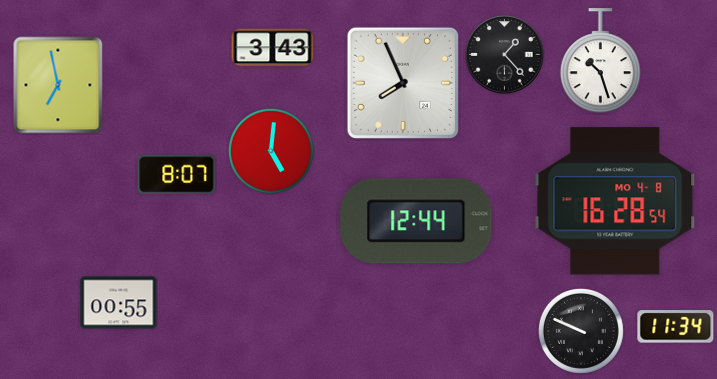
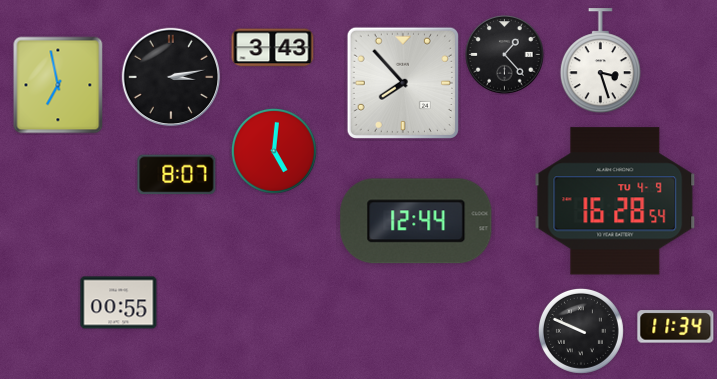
clock at (600, 61): 10:27 -> 3:27
clock at (171, 77): none -> 3:13
clock at (403, 83): 7:56 -> 7:53
clock at (271, 151) position: (271, 151) -> (274, 151)
clock at (615, 201) date: MO 4-8 -> TU 4-9
